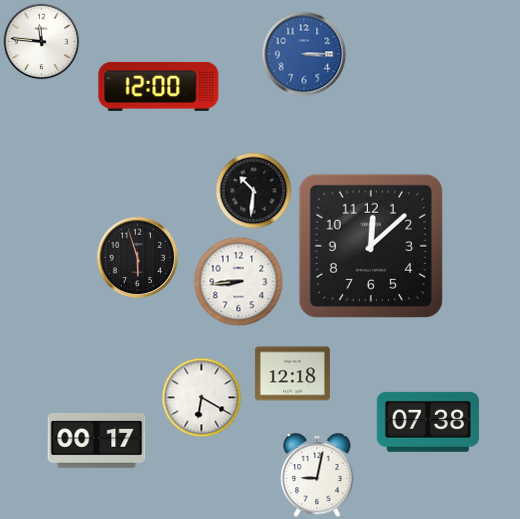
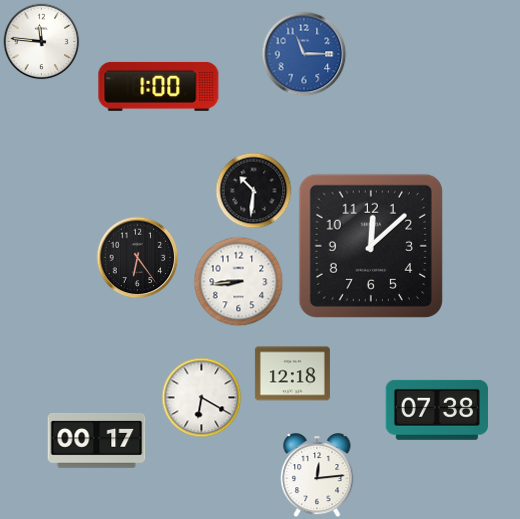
clock at (304, 54): 3:15 -> 11:15
clock at (159, 86): 12:00 -> 1:00
clock at (138, 258): 5:57 -> 6:24
clock at (428, 422) position: (428, 422) -> (437, 410)
clock at (317, 476): 9:02 -> 12:14
